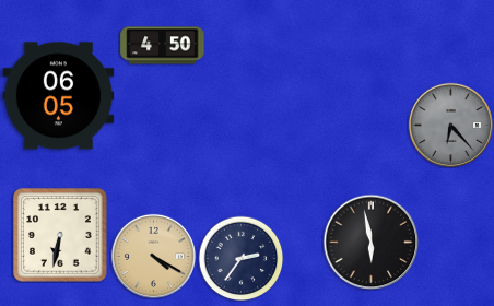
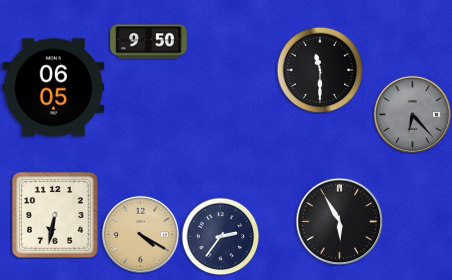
clock at (163, 46): 4:50 -> 9:50
clock at (320, 70): none -> 11:30
clock at (370, 242): 5:58 -> 5:55
